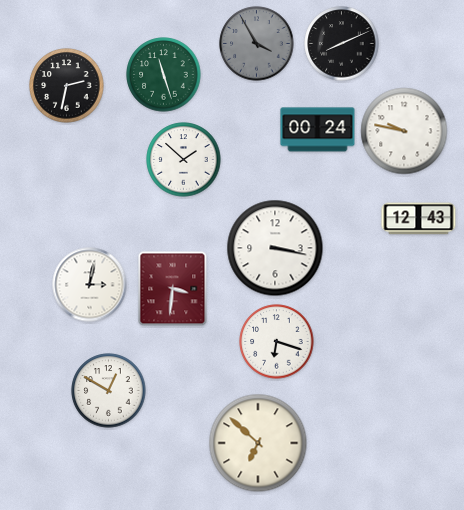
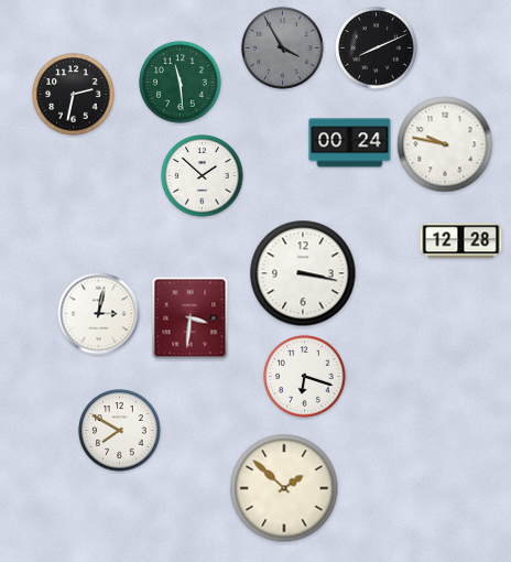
clock at (164, 75): 11:27 -> 11:29
clock at (419, 219): 12:43 -> 12:28
clock at (109, 391): 12:50 -> 7:50
clock at (258, 443): 6:52 -> 1:52
